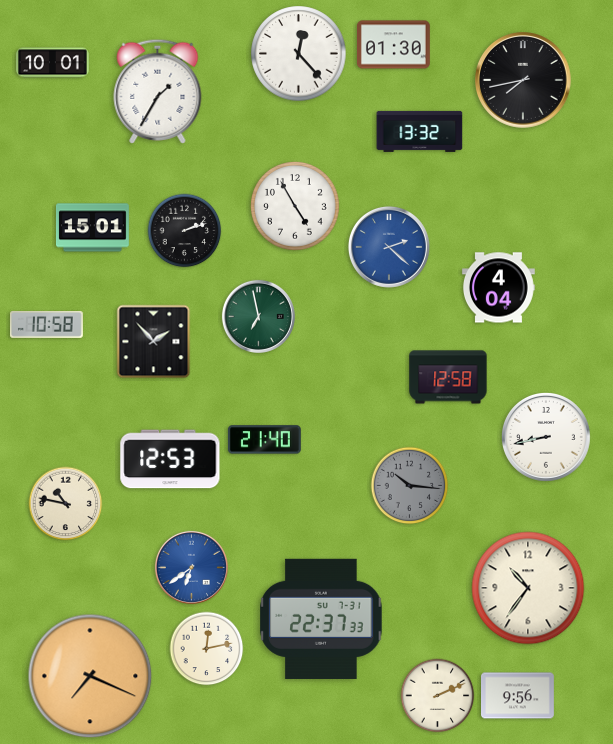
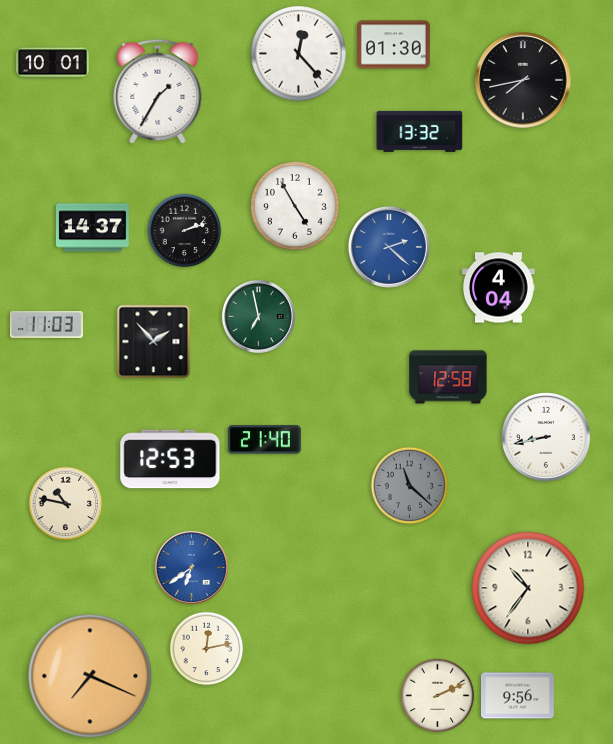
clock at (92, 228): 15:01 -> 14:37
clock at (47, 325): 10:58 -> 11:03
clock at (410, 486): 10:16 -> 11:22
clock at (321, 619): 22:37 -> none
